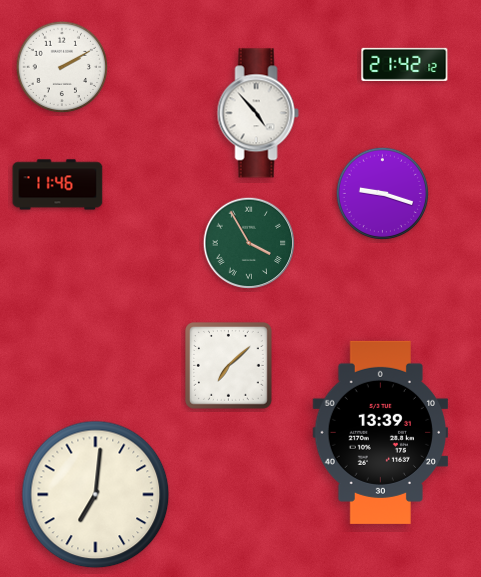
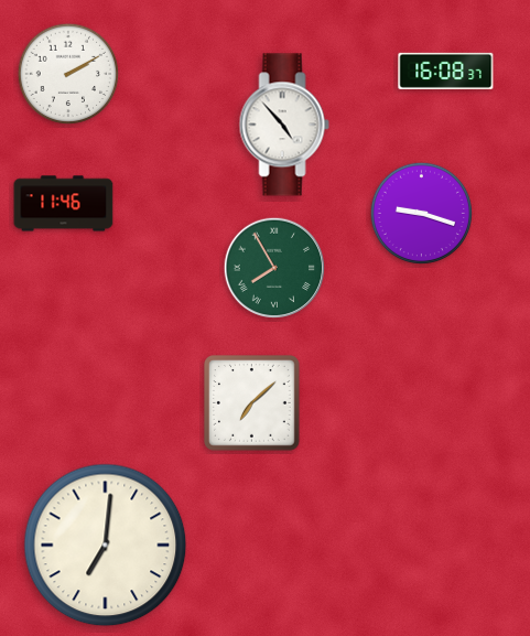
clock at (405, 64): 21:42 -> 16:08
clock at (249, 243): 3:55 -> 7:55
clock at (380, 432): 13:39 -> none
